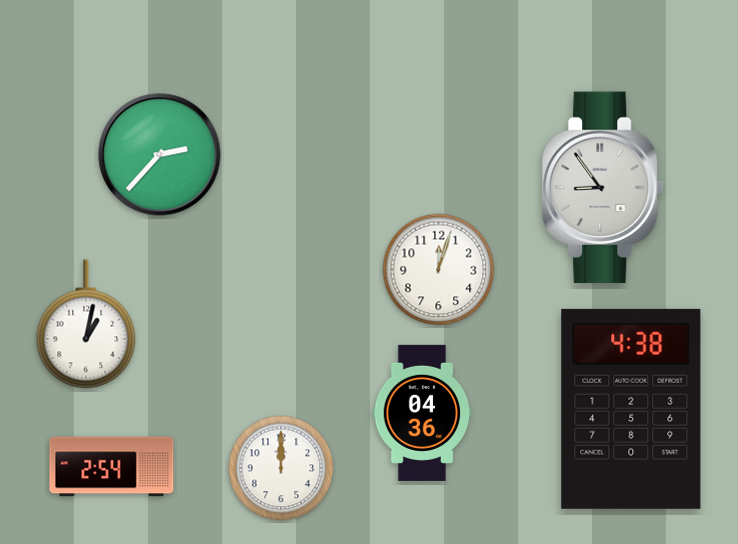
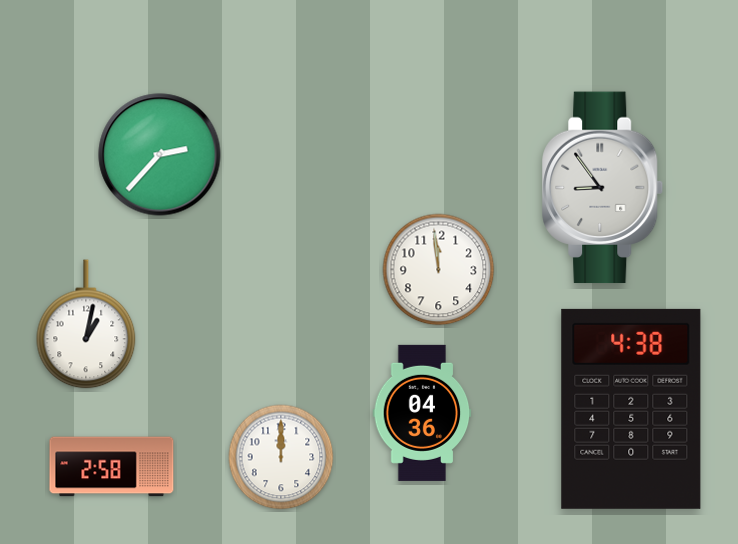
clock at (439, 270): 12:03 -> 11:59
clock at (112, 467): 2:54 -> 2:58
clock at (281, 468) position: (281, 468) -> (281, 457)
